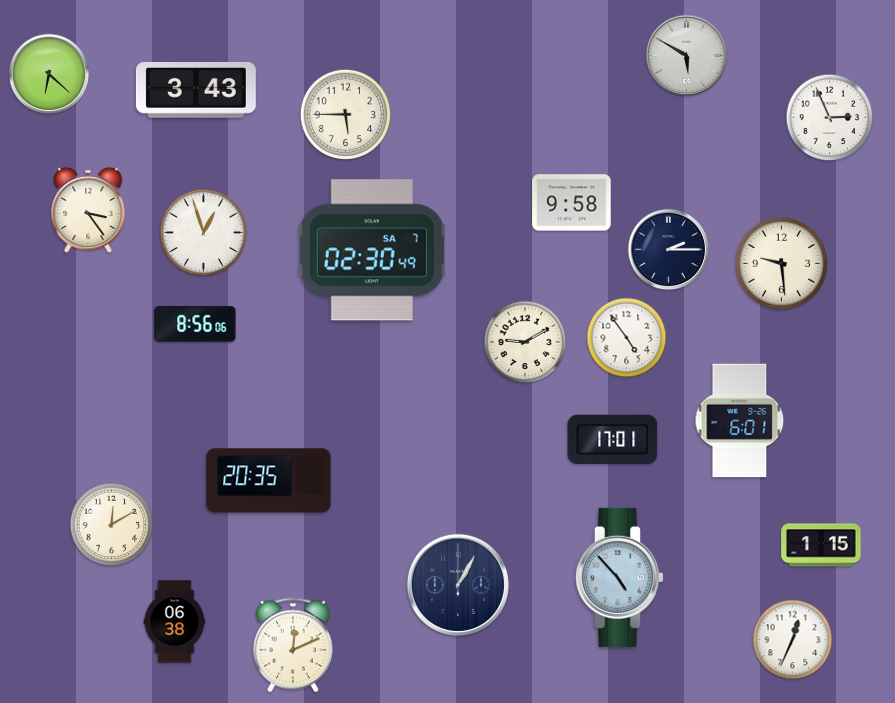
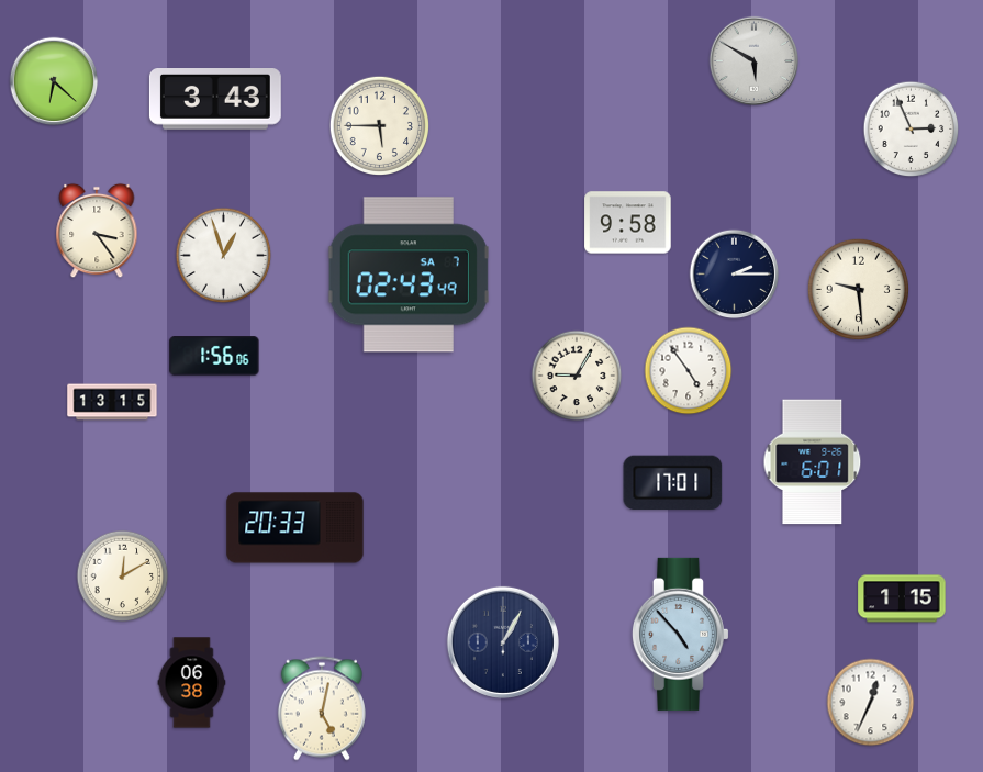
clock at (372, 250): 02:30 -> 02:43
clock at (195, 324): 8:56 -> 1:56
clock at (525, 342): 9:10 -> 9:05
clock at (112, 402): none -> 13:15
clock at (269, 481): 20:35 -> 20:33
clock at (293, 645): 12:11 -> 5:02
